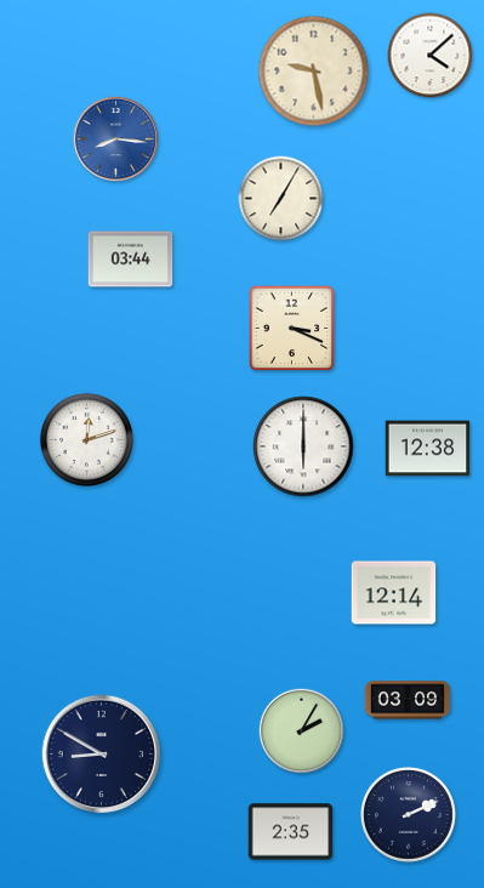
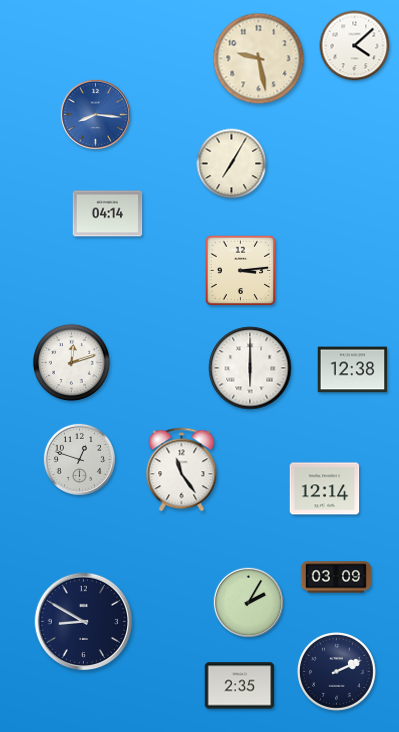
clock at (131, 260): 03:44 -> 04:14
clock at (292, 329): 3:19 -> 3:14
clock at (79, 459): none -> 12:48
clock at (182, 470): none -> 11:24
